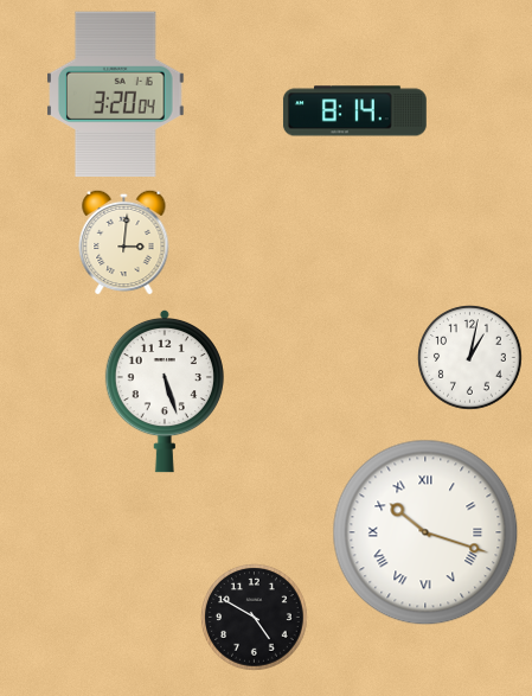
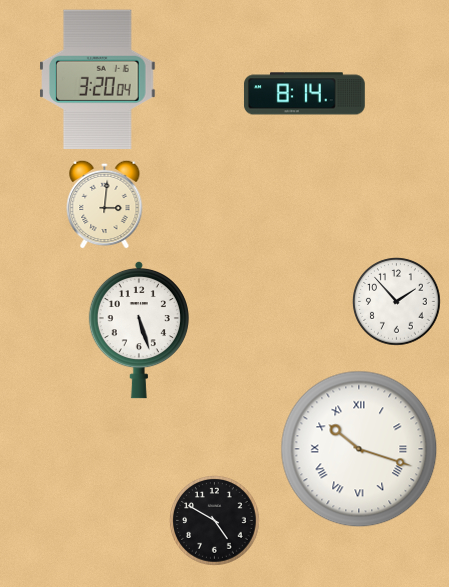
clock at (354, 111) position: (354, 111) -> (304, 94)
clock at (470, 358): 1:02 -> 1:53
